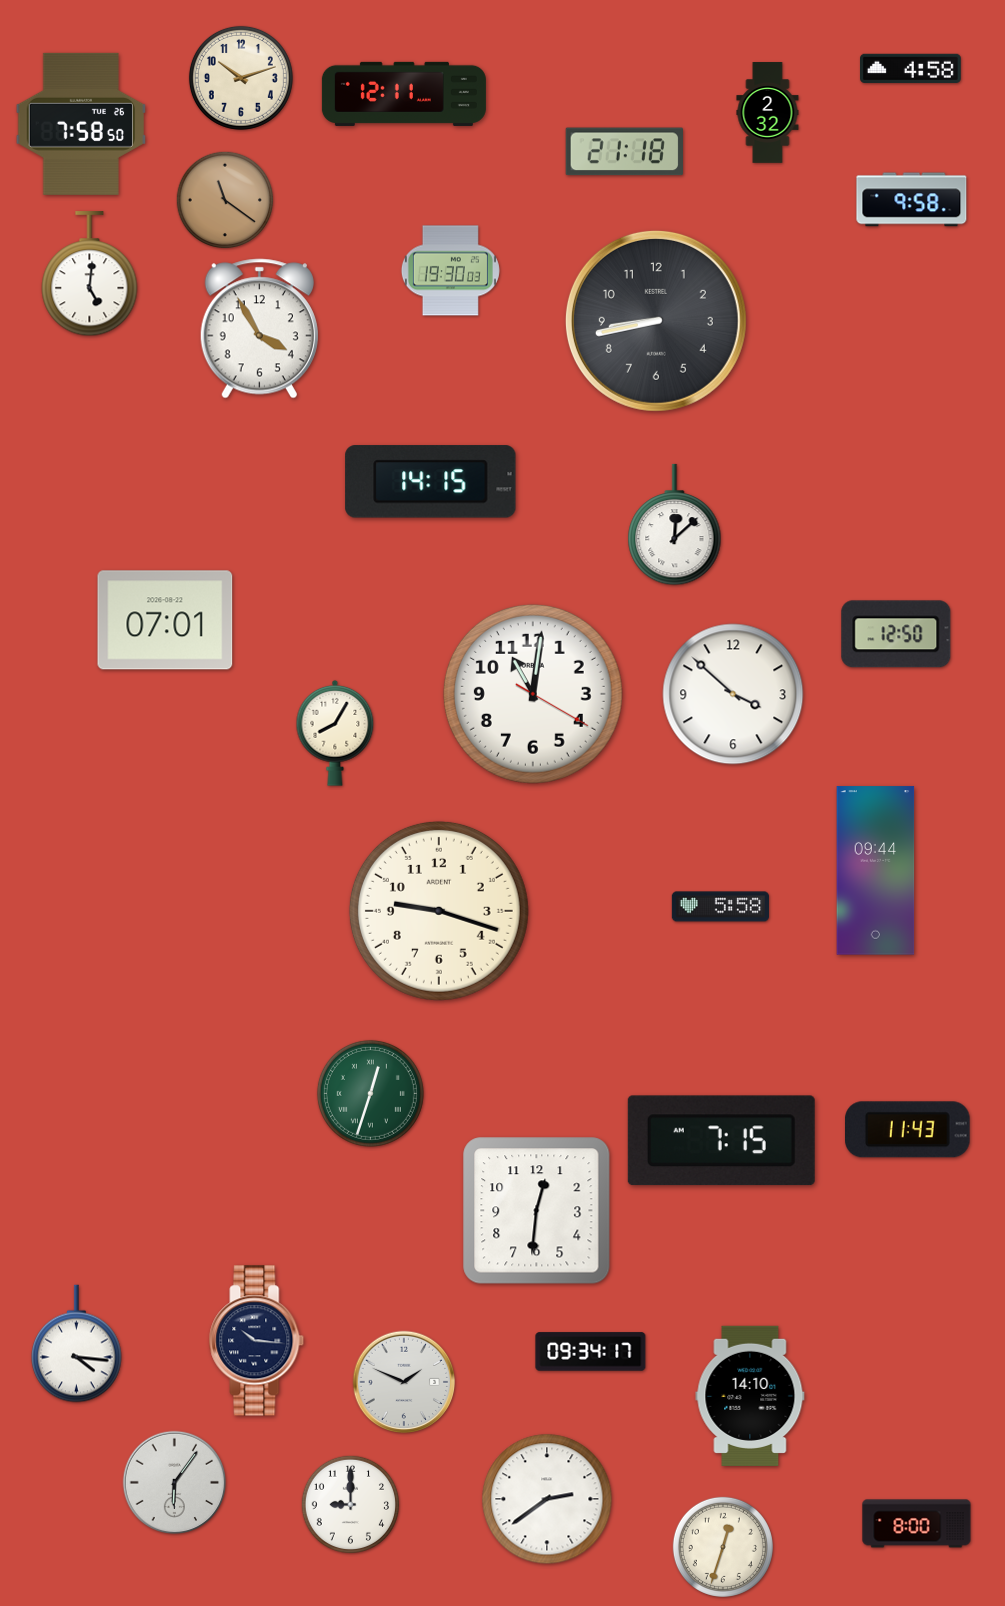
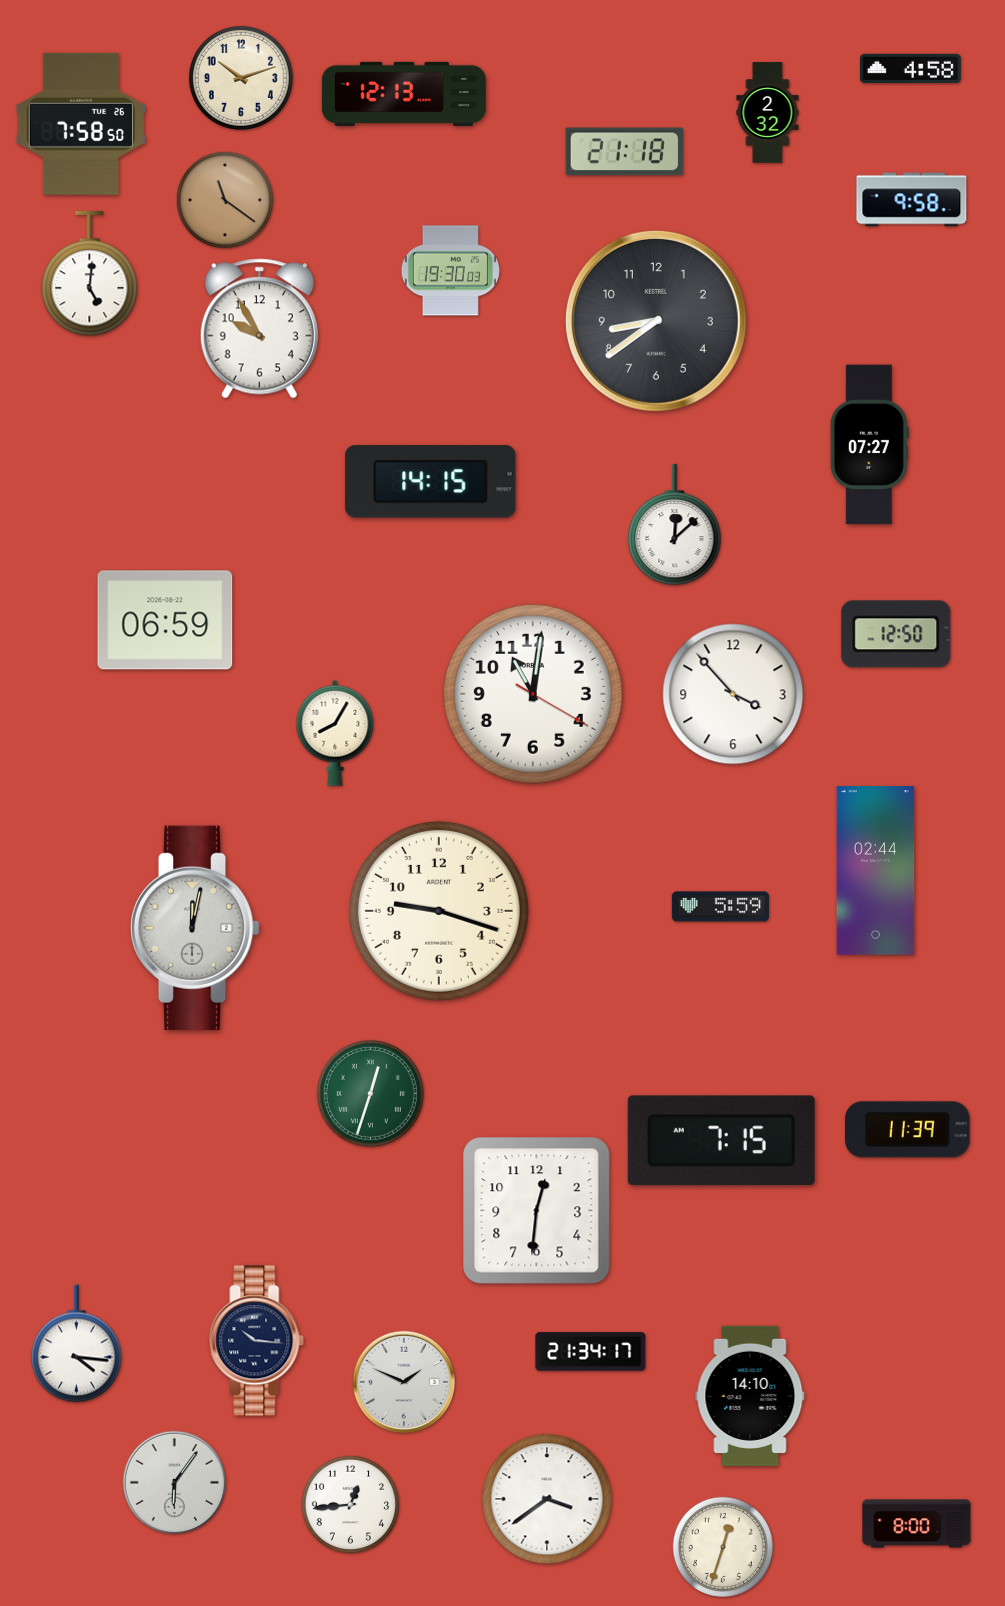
clock at (404, 94): 12:11 -> 12:13
clock at (656, 321): 8:43 -> 8:39
clock at (259, 329): 3:55 -> 9:55
clock at (869, 445): none -> 07:27
clock at (165, 620): 07:01 -> 06:59
clock at (733, 694): 3:52 -> 3:53
clock at (876, 871): 09:44 -> 02:44
clock at (720, 907): 5:58 -> 5:59
clock at (195, 928): none -> 12:02
clock at (908, 1130): 11:43 -> 11:39
clock at (591, 1352): 09:34 -> 21:34
clock at (547, 1499): 2:39 -> 3:39
clock at (350, 1504): 9:00 -> 12:44
